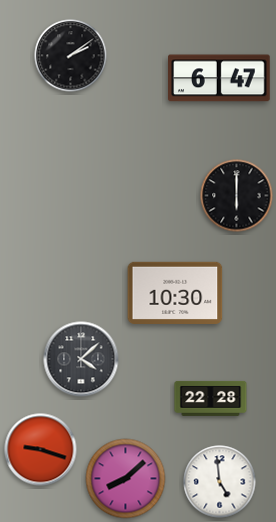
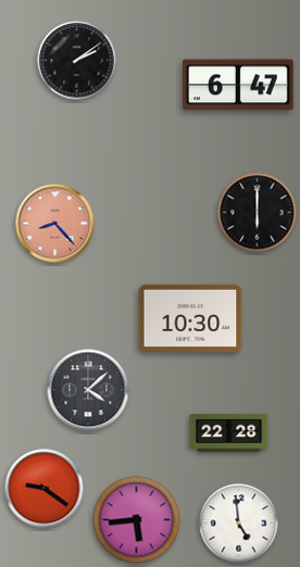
clock at (55, 224): none -> 8:23
clock at (41, 450): 9:18 -> 9:21
clock at (126, 479): 8:08 -> 5:44
